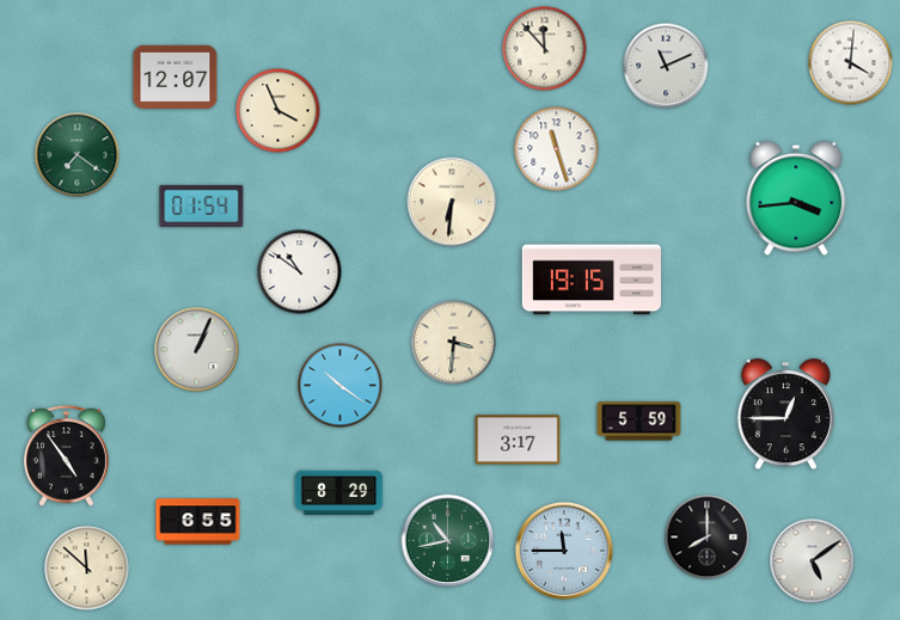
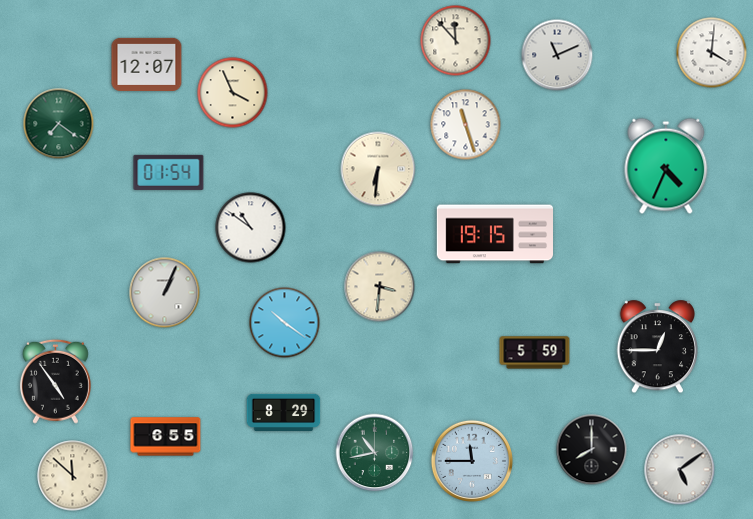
clock at (78, 155) position: (78, 155) -> (59, 124)
clock at (796, 198): 3:44 -> 4:34
clock at (518, 440): 3:17 -> none
